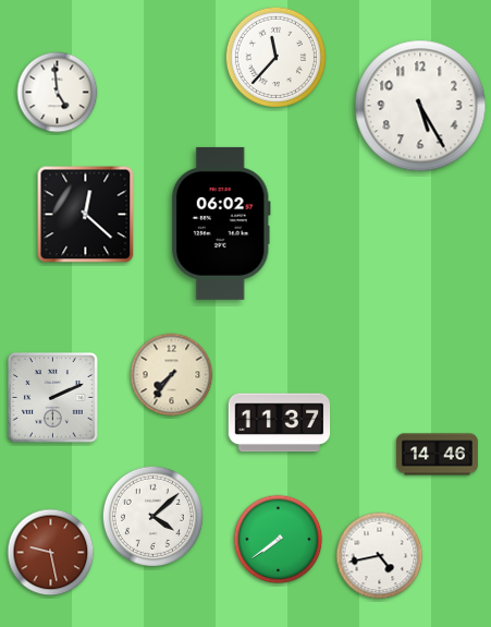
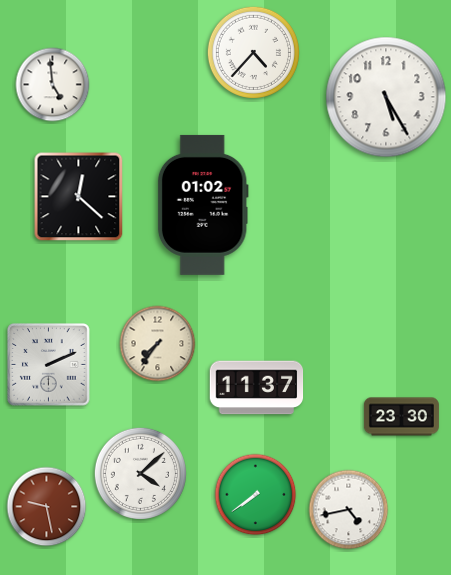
clock at (275, 57): 11:37 -> 4:37
clock at (221, 224): 06:02 -> 01:02
clock at (437, 455): 14:46 -> 23:30
